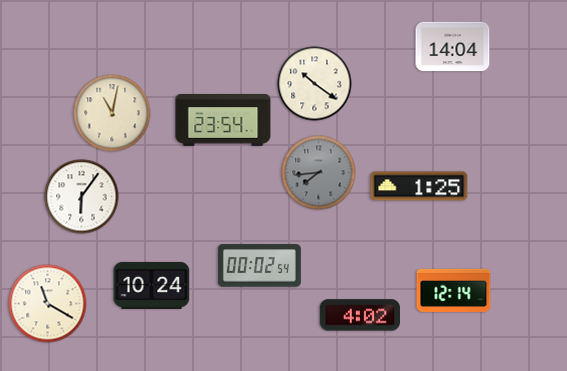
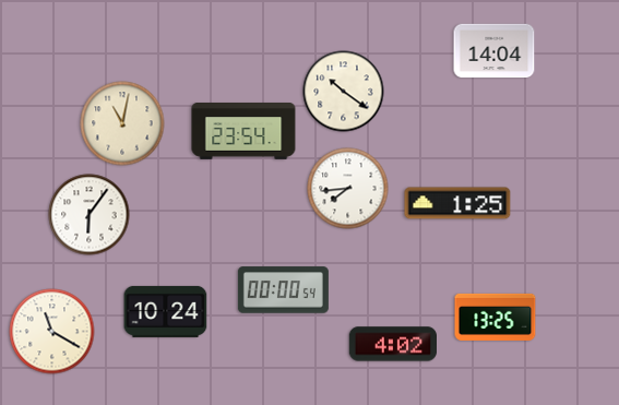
clock at (319, 173) dial: grey -> white
clock at (259, 266): 00:02 -> 00:00
clock at (454, 290): 12:14 -> 13:25
